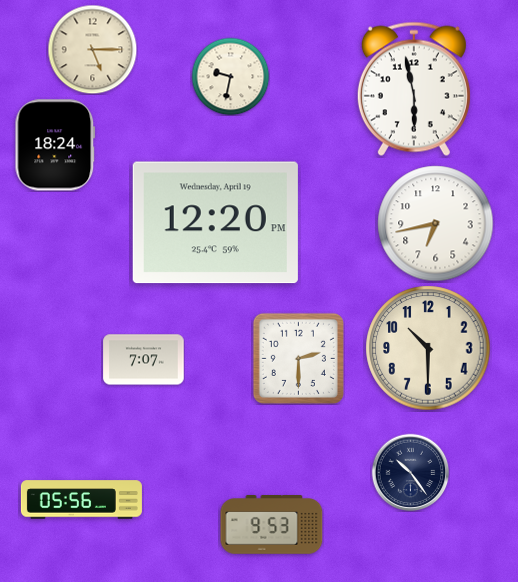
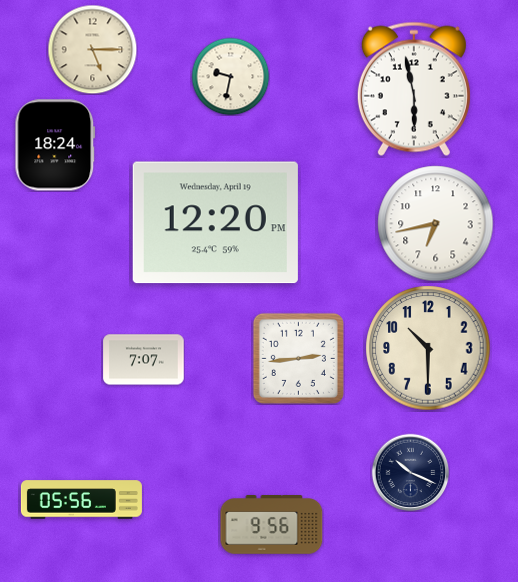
clock at (298, 358): 2:30 -> 2:44
clock at (410, 472): 10:24 -> 10:19
clock at (272, 525): 9:53 -> 9:56
